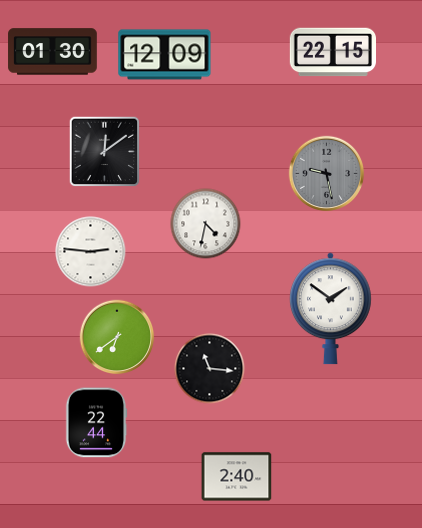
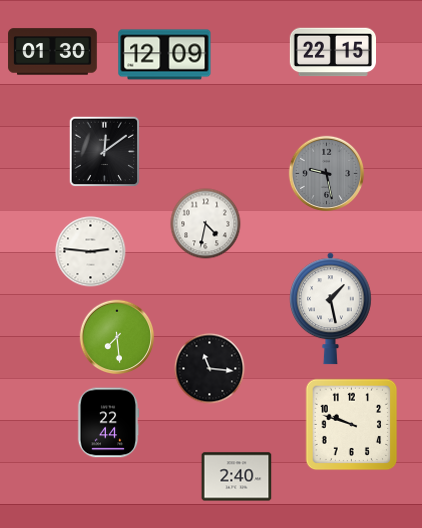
clock at (330, 309): 1:51 -> 1:28
clock at (117, 337): 6:39 -> 7:29
clock at (96, 423) position: (96, 423) -> (108, 423)
clock at (352, 425): none -> 9:48
